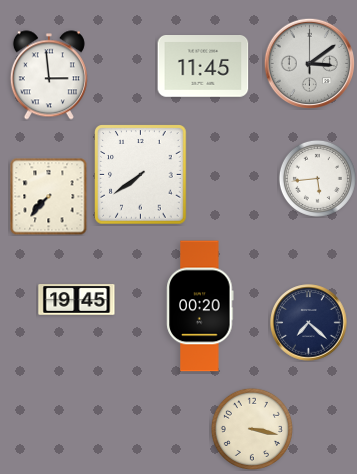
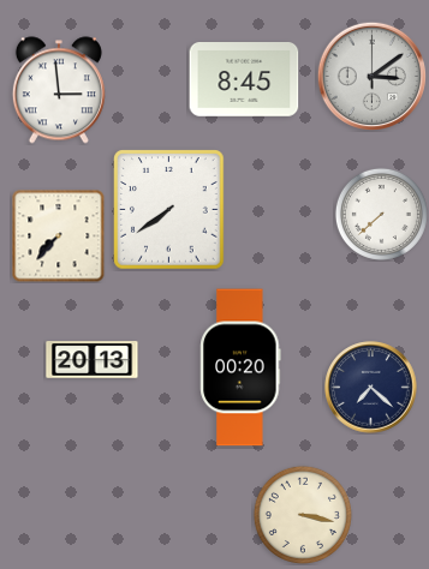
clock at (203, 67): 11:45 -> 8:45
clock at (317, 178): 5:44 -> 7:38
clock at (77, 300): 19:45 -> 20:13
